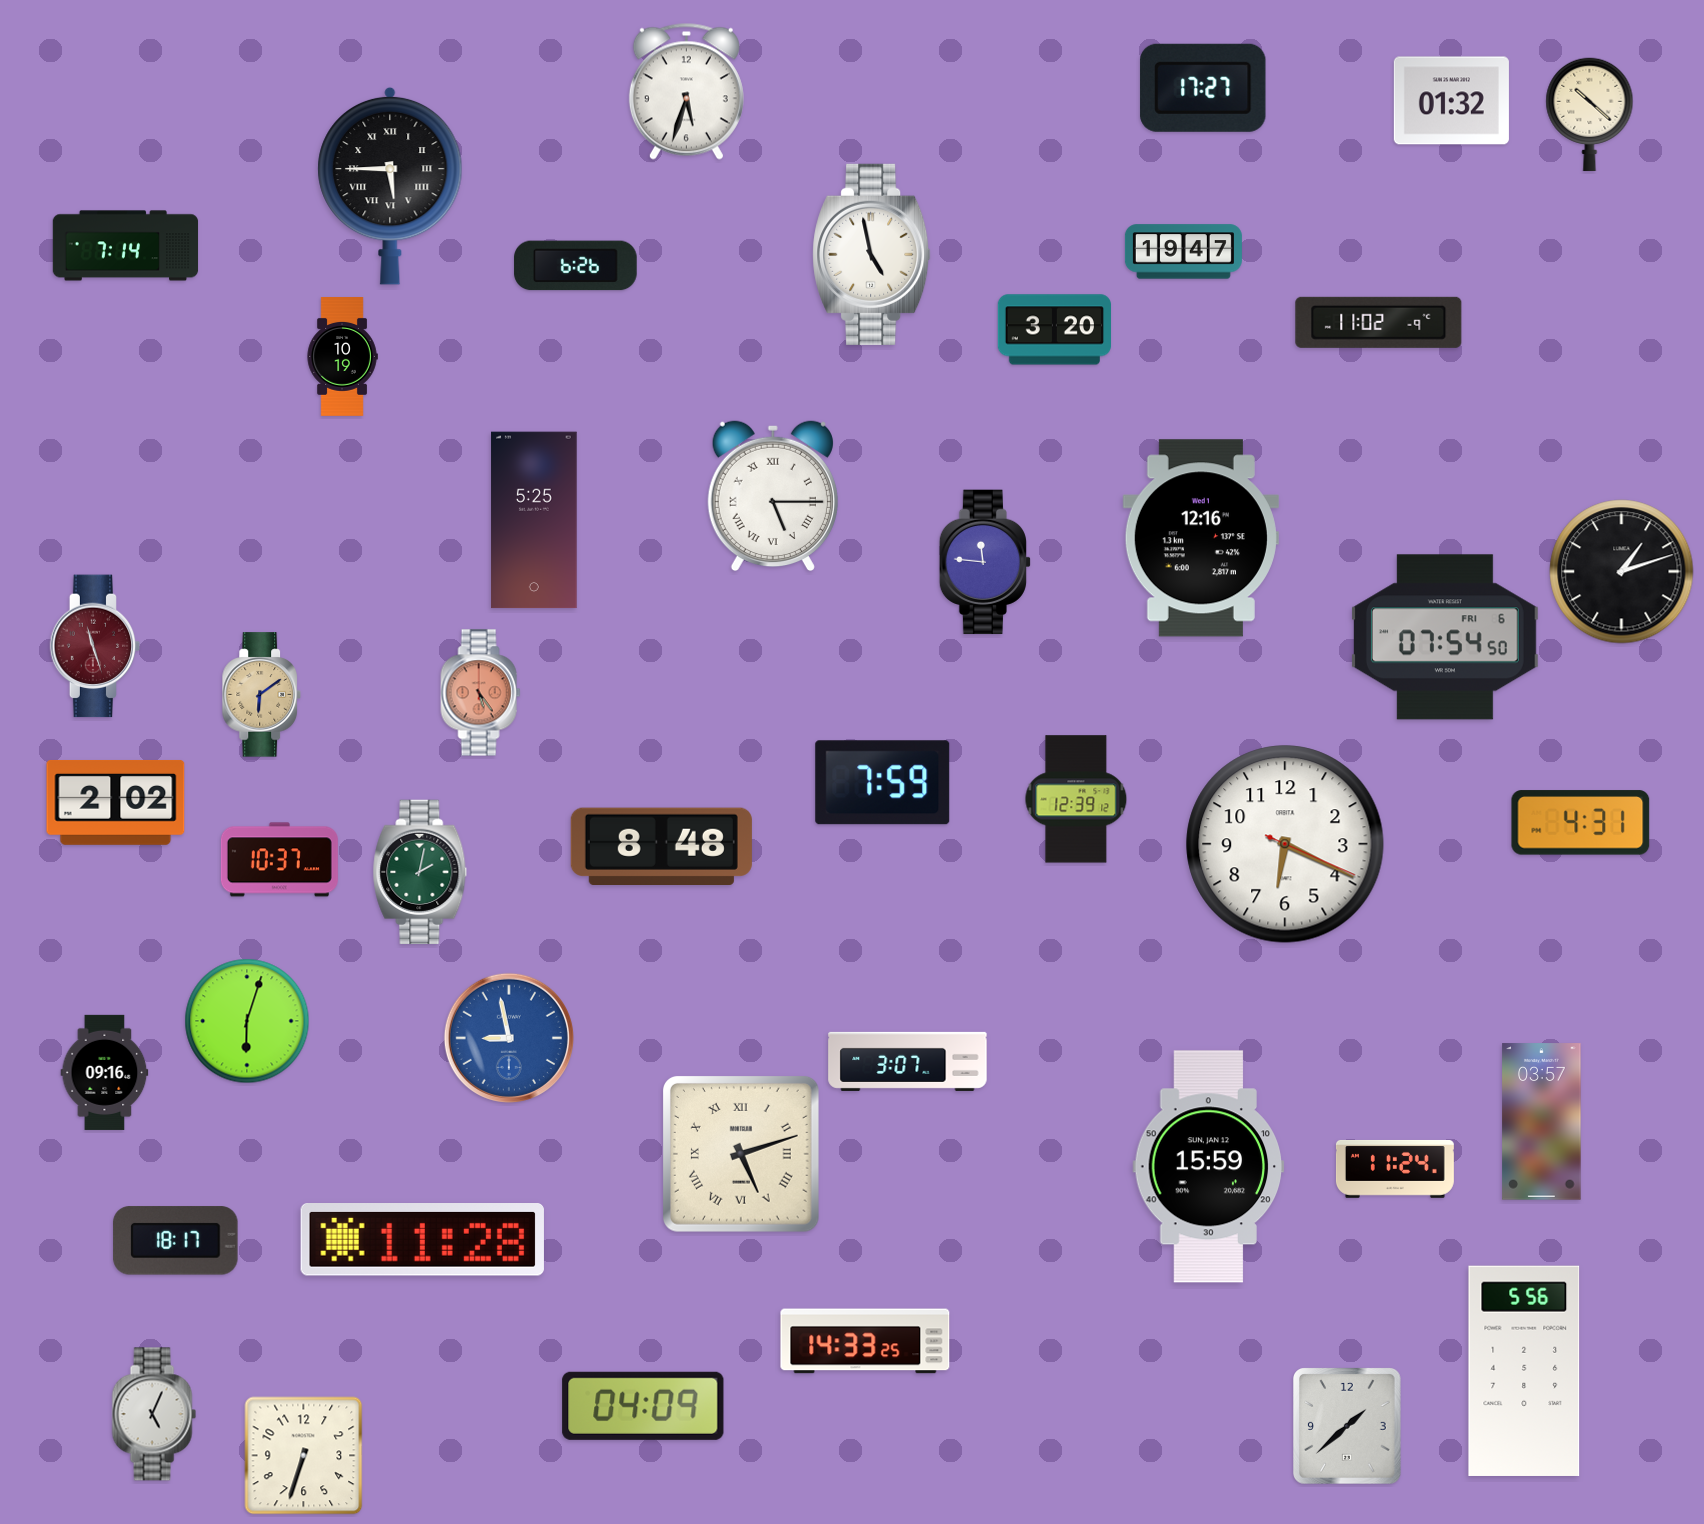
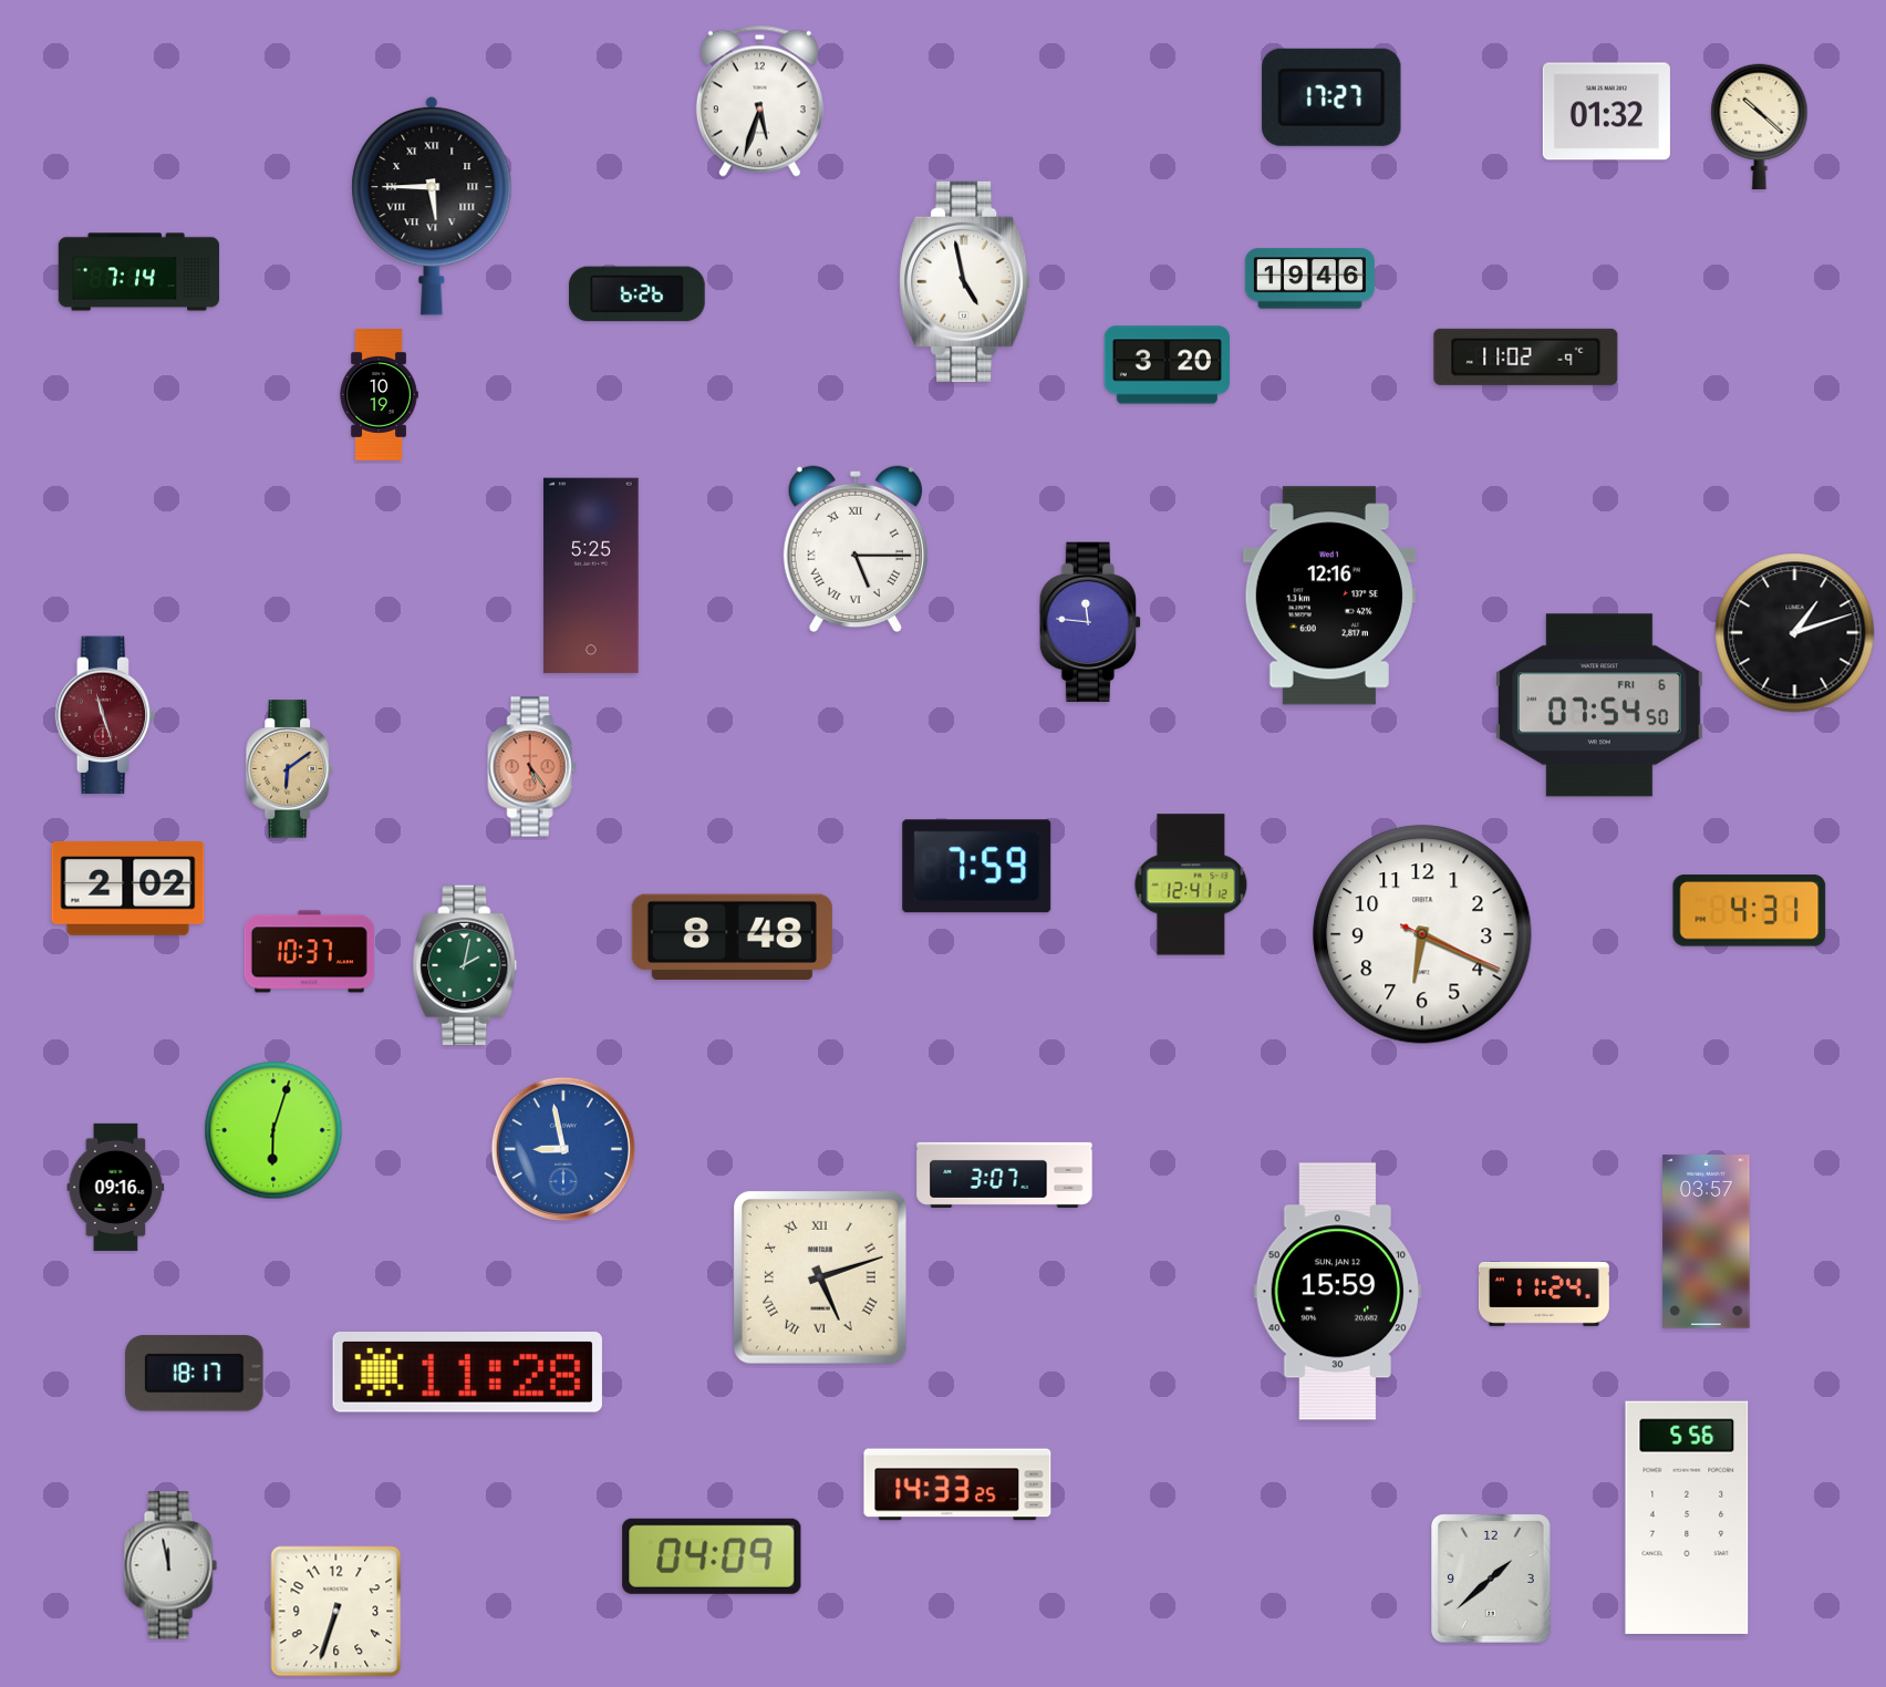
clock at (1183, 252): 19:47 -> 19:46
clock at (1076, 799): 12:39 -> 12:41
clock at (154, 1414): 5:04 -> 11:58
